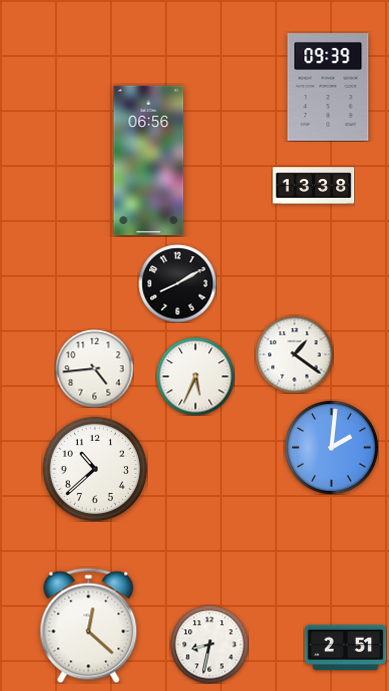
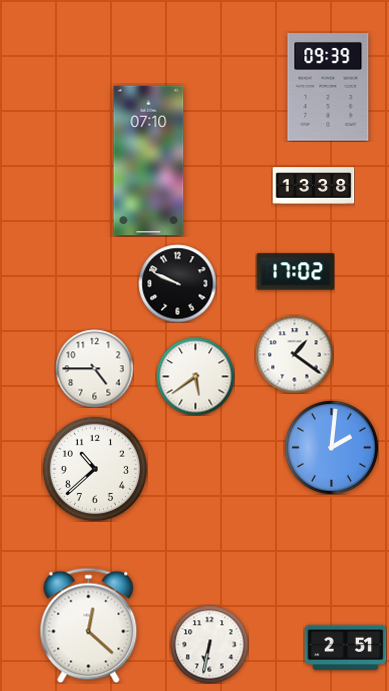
clock at (149, 161): 06:56 -> 07:10
clock at (295, 272): none -> 17:02
clock at (177, 283): 8:10 -> 9:49
clock at (94, 368): 4:44 -> 4:45
clock at (195, 376): 5:34 -> 5:39
clock at (209, 644): 8:32 -> 6:32
